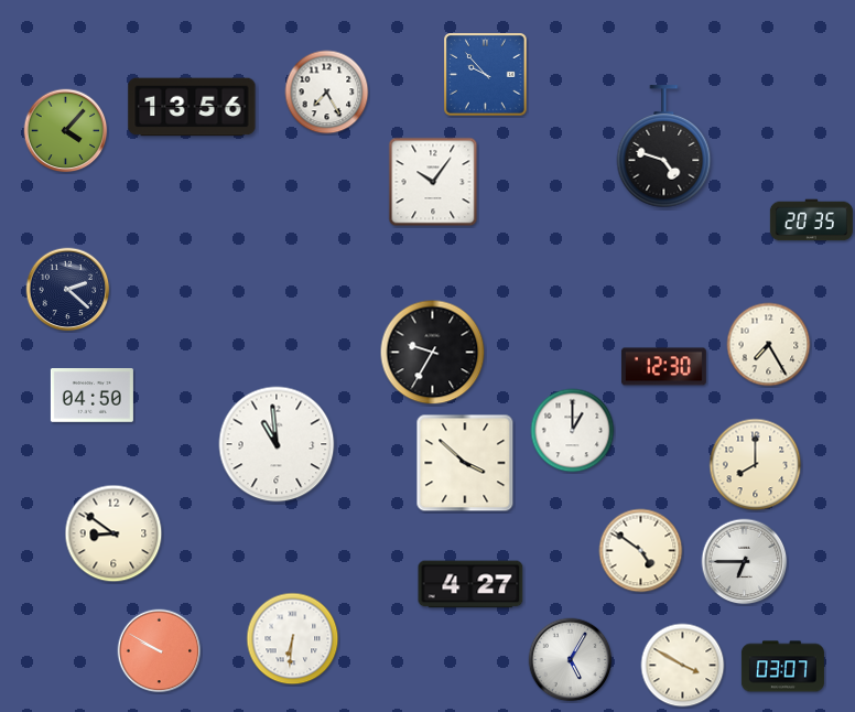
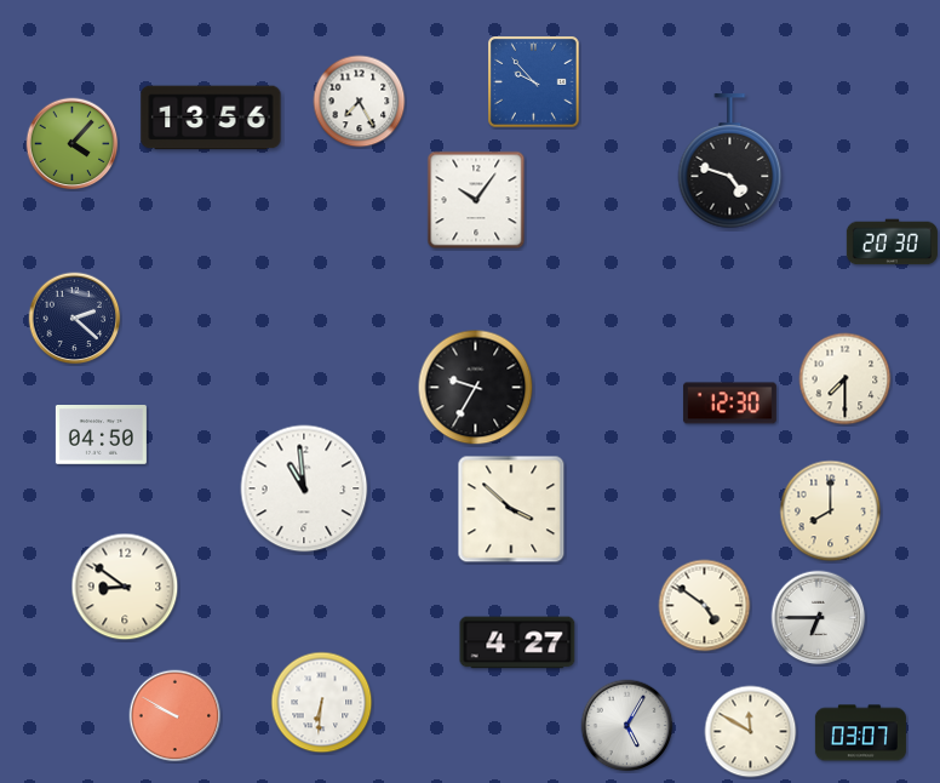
clock at (811, 220): 20:35 -> 20:30
clock at (769, 345): 7:25 -> 7:30
clock at (573, 431): 1:00 -> none
clock at (683, 666): 3:50 -> 11:50
